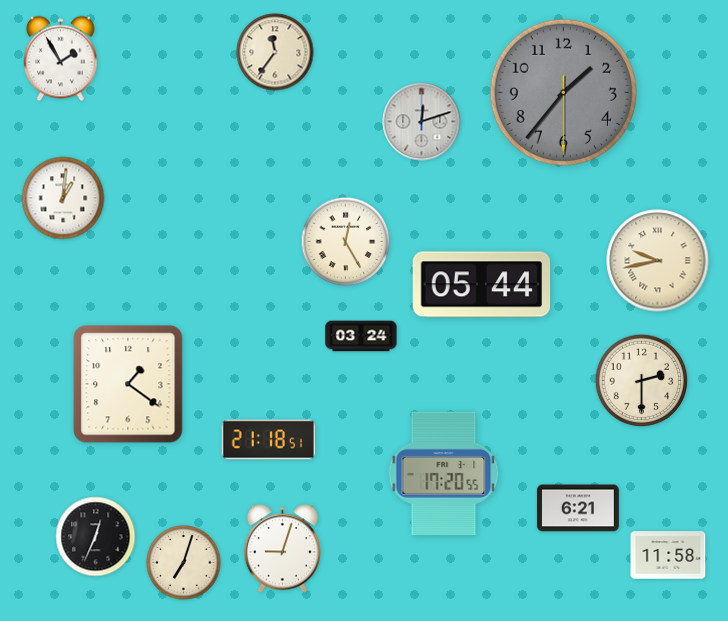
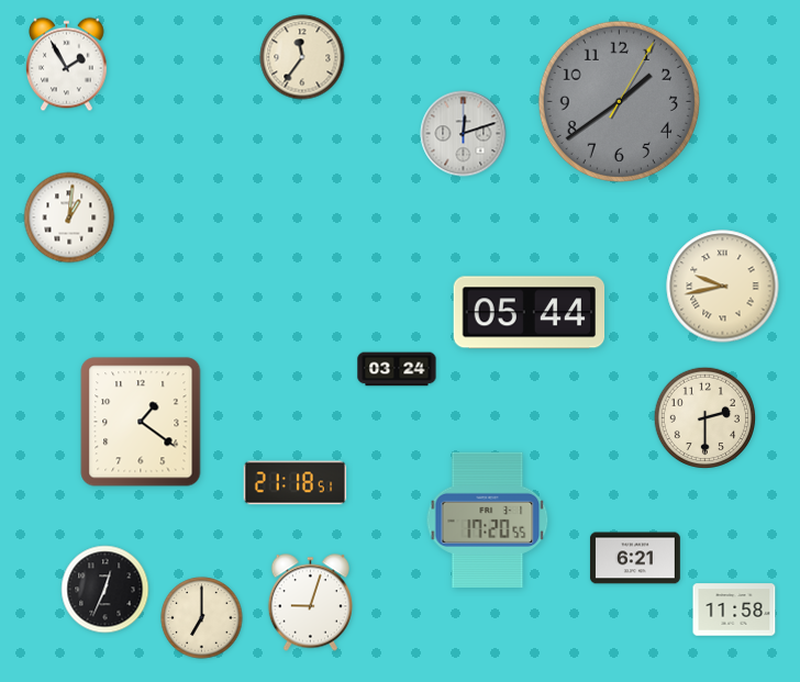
clock at (563, 92): 1:36 -> 1:39
clock at (346, 242): 12:25 -> none
clock at (184, 563): 7:03 -> 7:00
